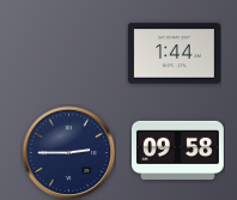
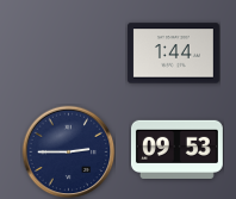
clock at (177, 150): 09:58 -> 09:53
